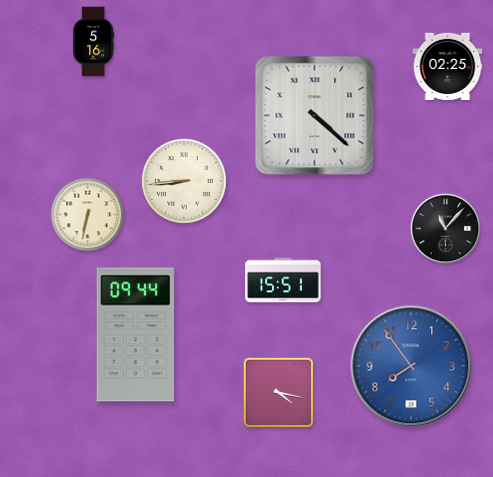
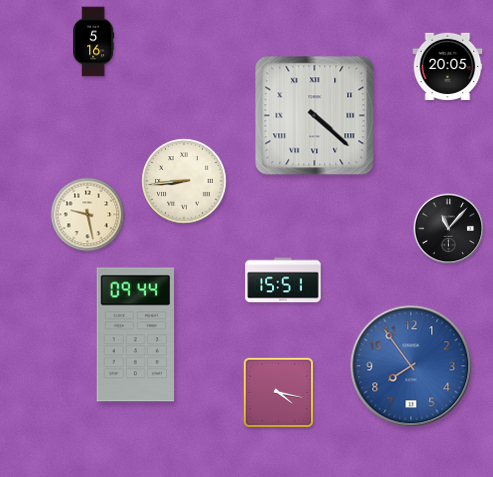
clock at (448, 67): 02:25 -> 20:05
clock at (88, 215): 6:32 -> 9:28
clock at (446, 229) position: (446, 229) -> (449, 229)
